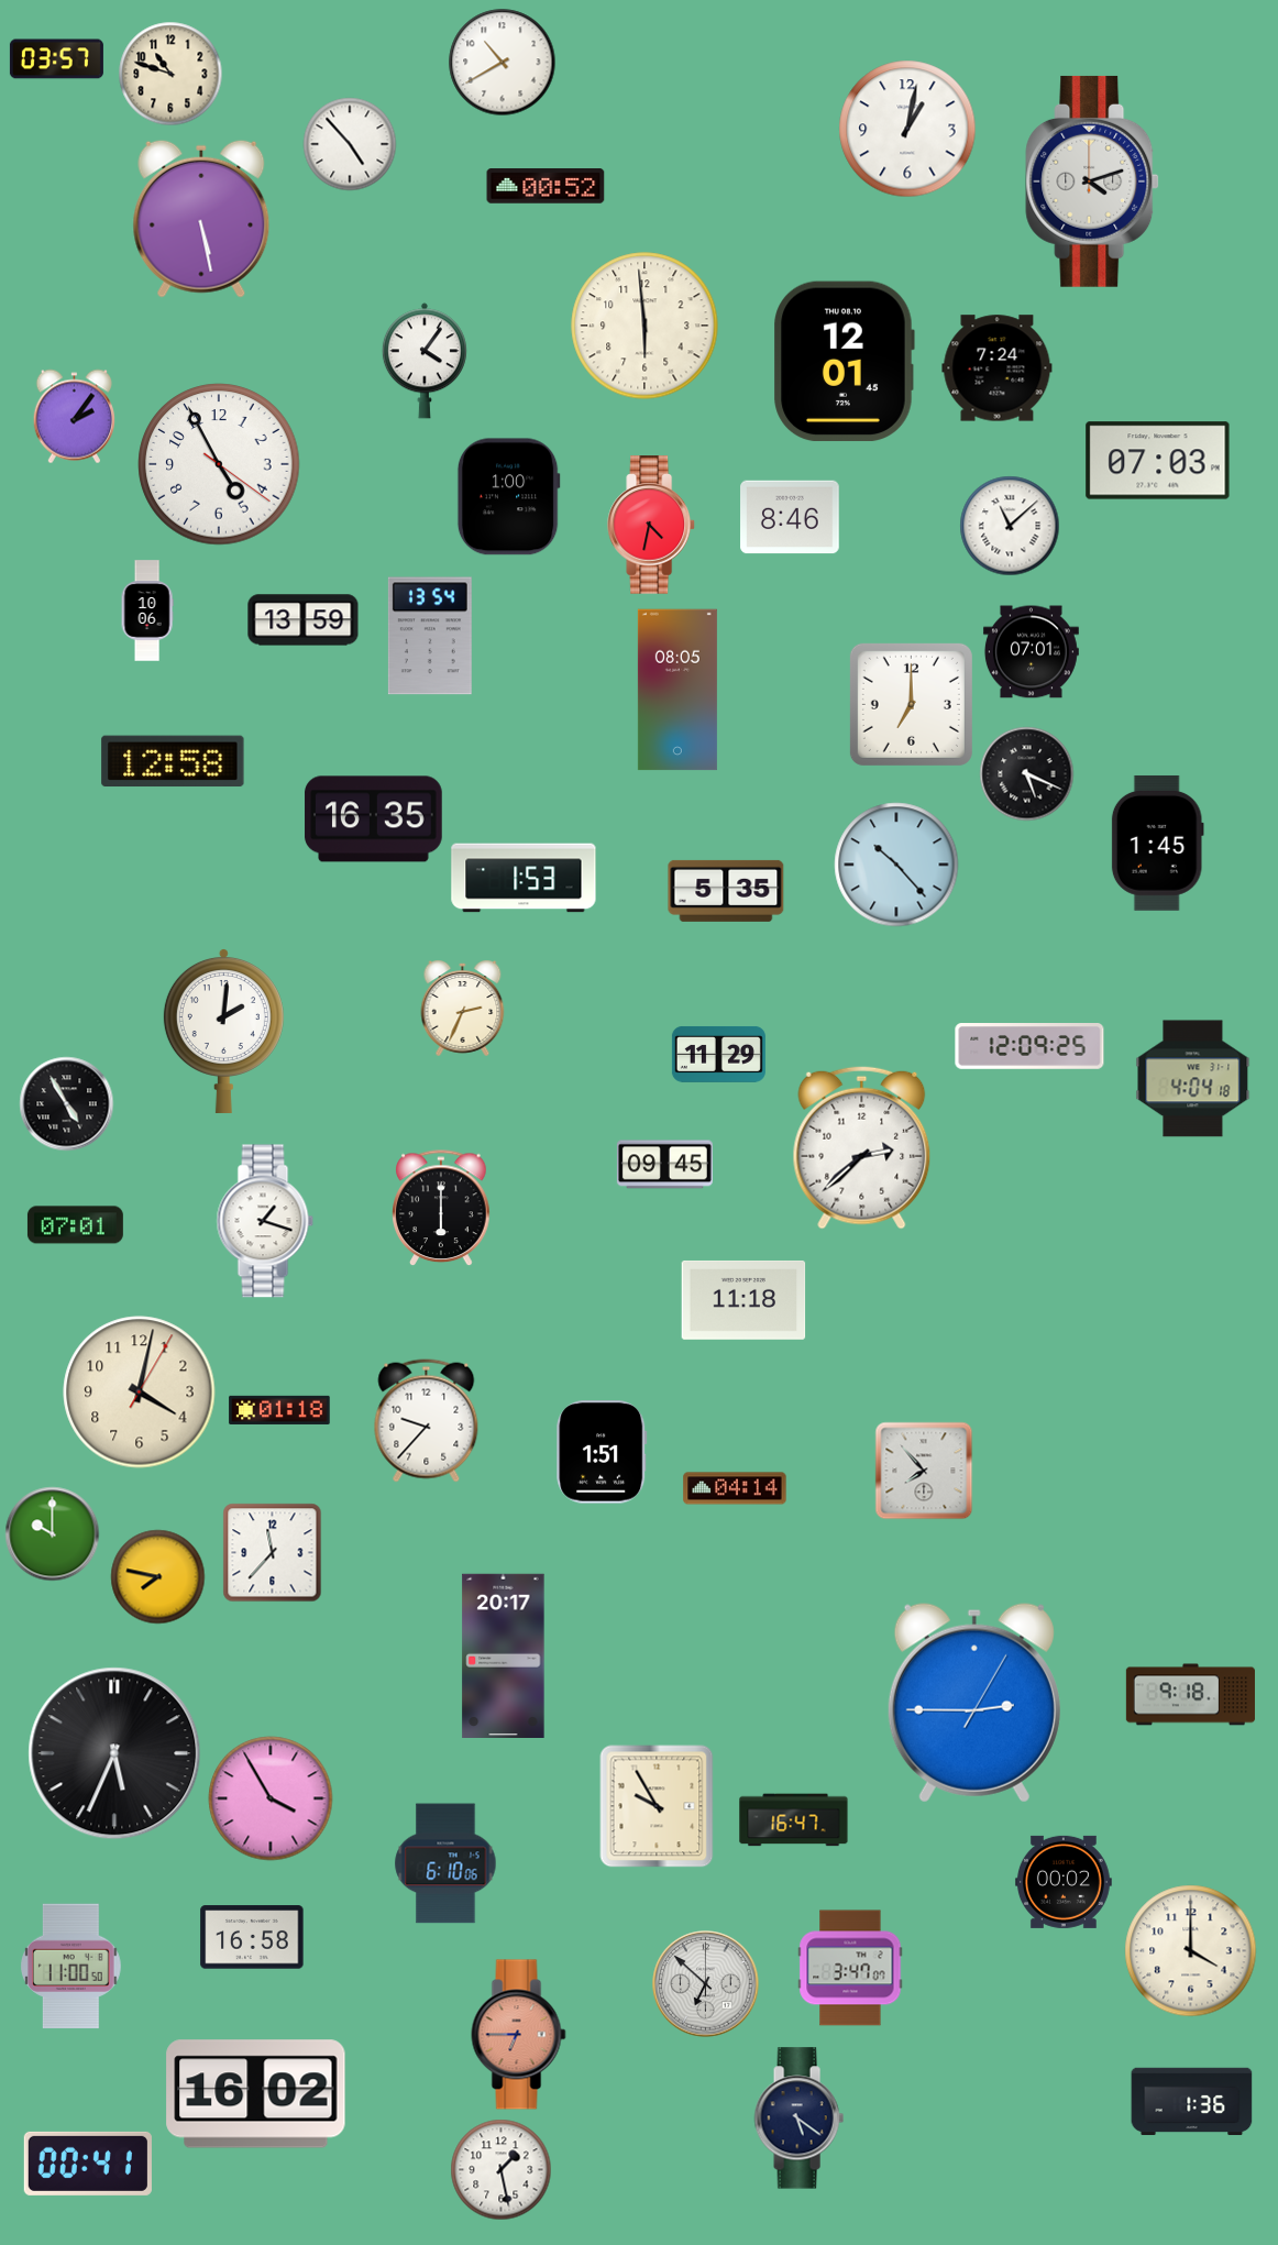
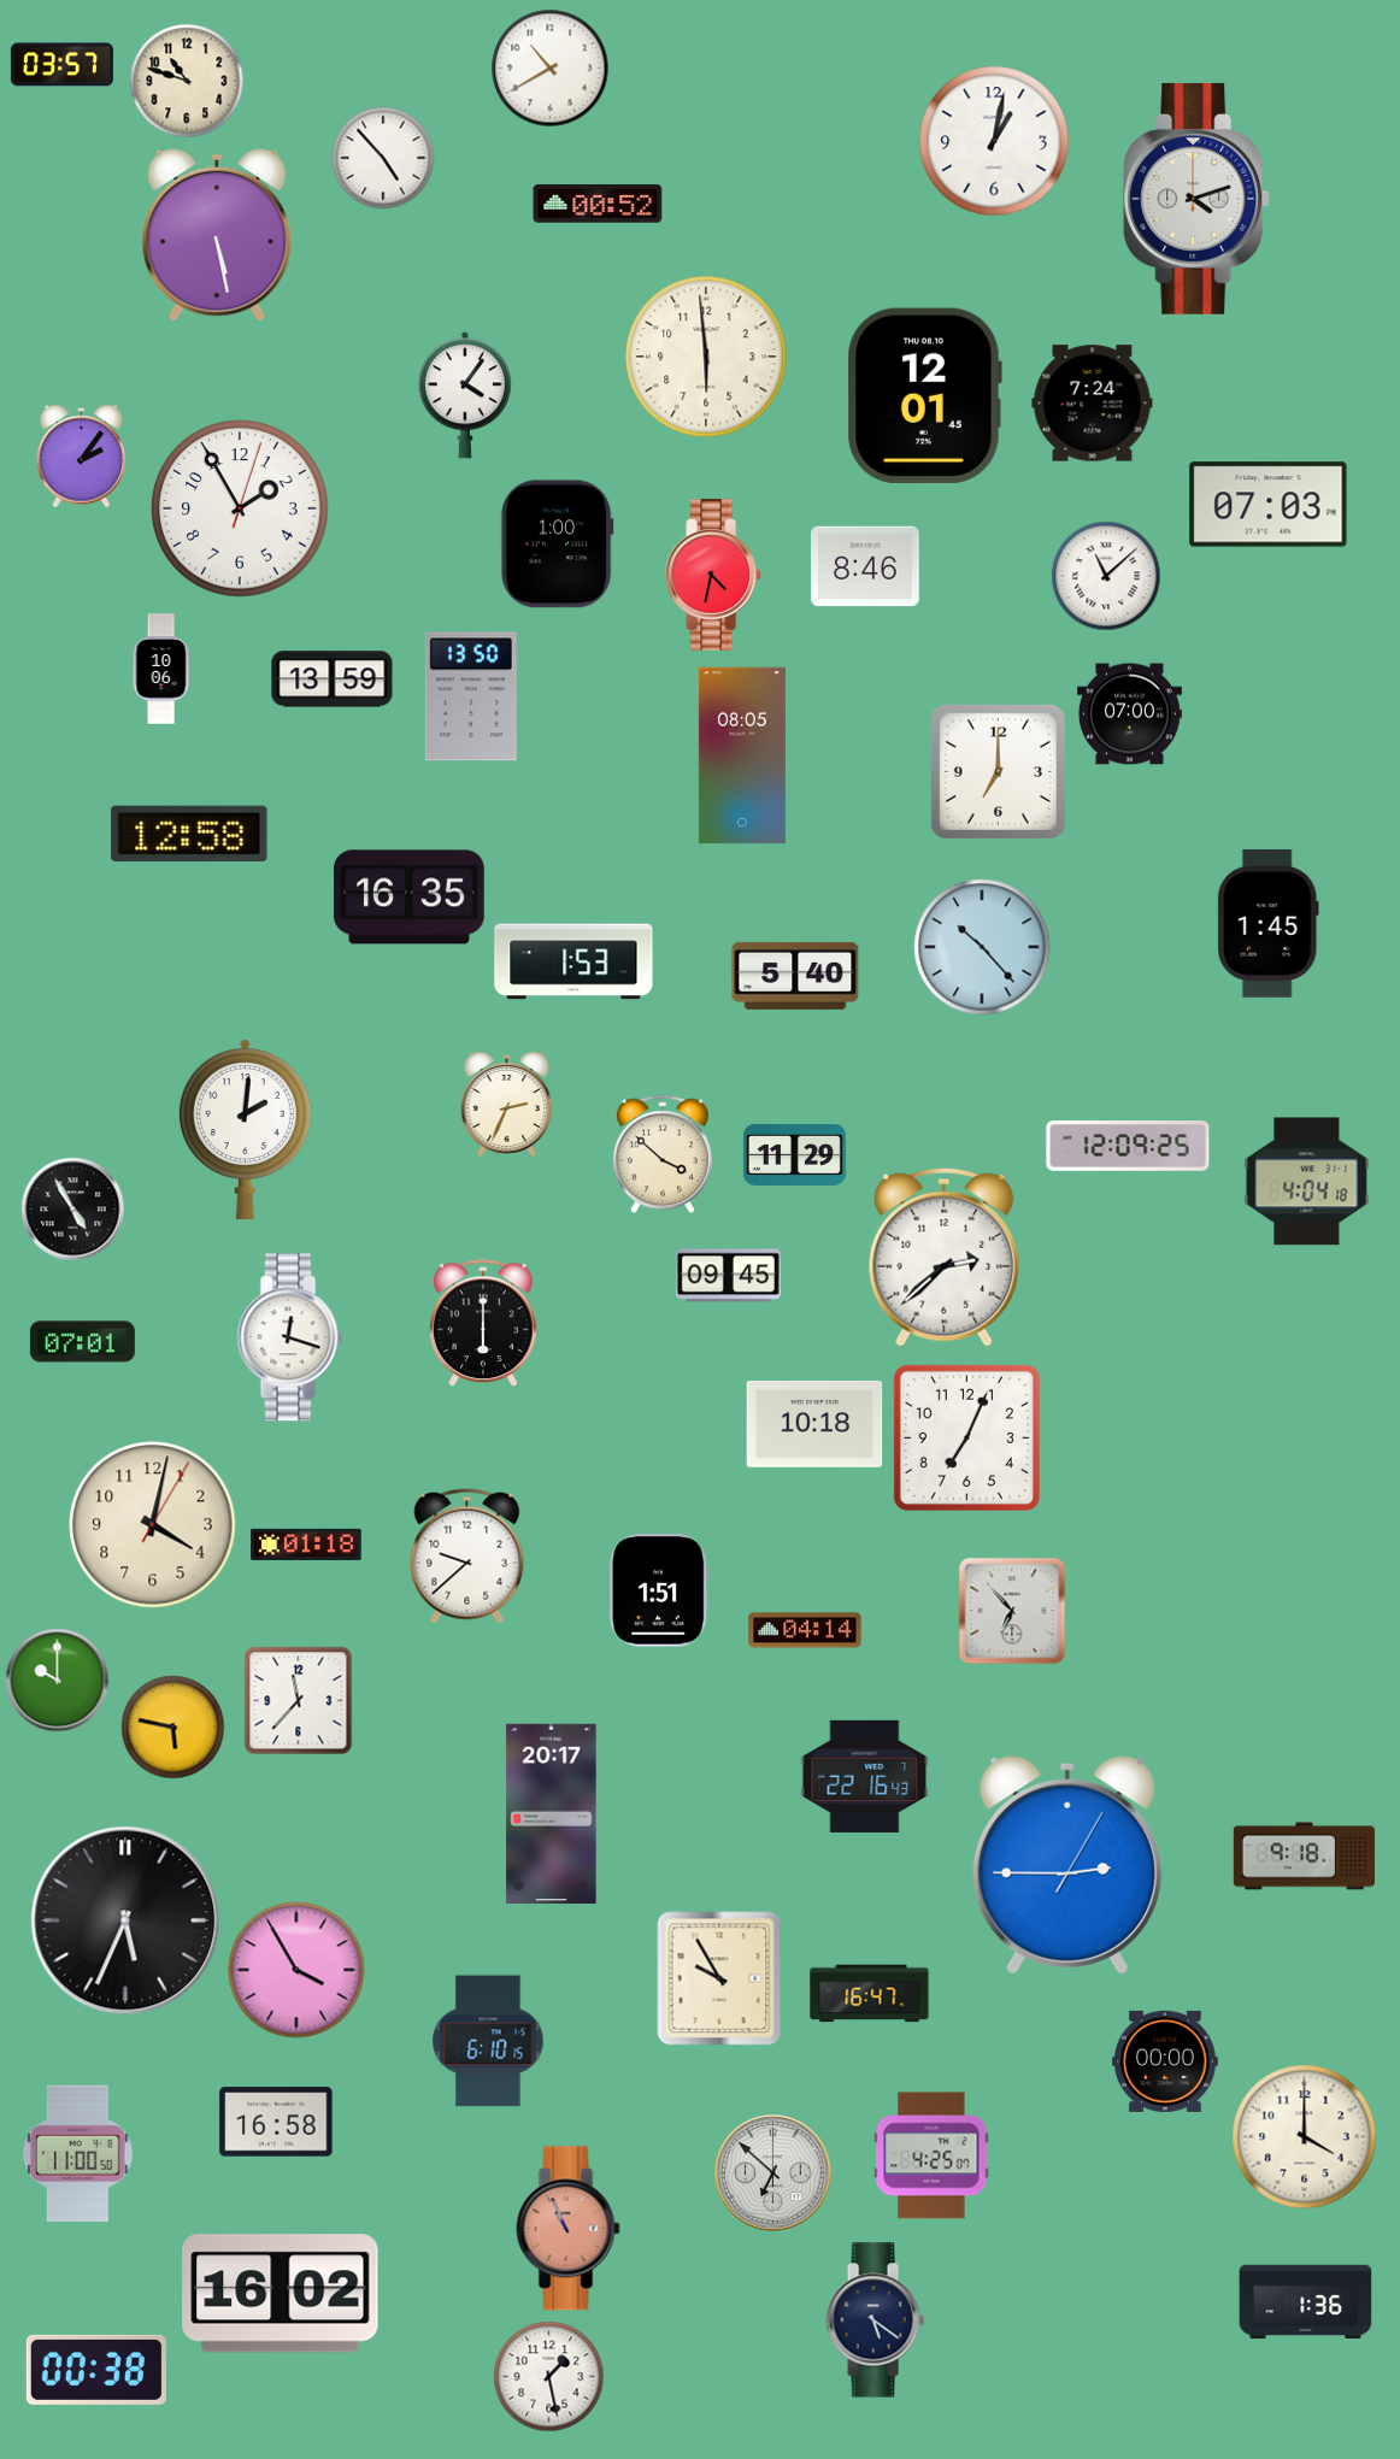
clock at (201, 219) position: (201, 219) -> (217, 235)
clock at (219, 464): 4:55 -> 1:55
clock at (430, 636): 13:54 -> 13:50
clock at (1031, 652): 07:01 -> 07:00
clock at (1027, 774): 5:19 -> none
clock at (726, 891): 5:35 -> 5:40
clock at (663, 1154): none -> 3:52
clock at (718, 1054) position: (718, 1054) -> (794, 1154)
clock at (265, 1221): 1:18 -> 12:18
clock at (743, 1300): 11:18 -> 10:18
clock at (966, 1437): none -> 7:04
clock at (427, 1421): 9:37 -> 9:38
clock at (924, 1471): 7:53 -> 6:53
clock at (158, 1577): 7:47 -> 5:47
clock at (865, 1776): none -> 22:16
clock at (445, 1863): 6:10:06 -> 6:10:15
clock at (1064, 1882): 00:02 -> 00:00
clock at (850, 1968): 3:47 -> 4:25
clock at (519, 2035): 6:45 -> 10:56
clock at (88, 2164): 00:41 -> 00:38
